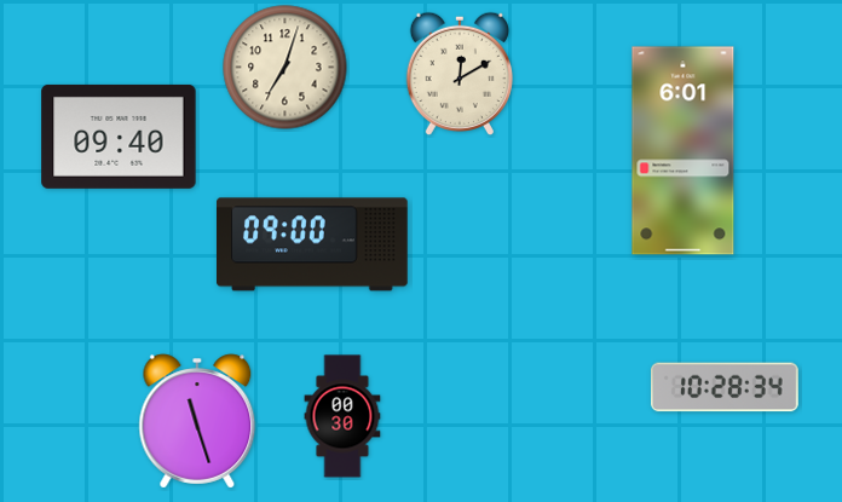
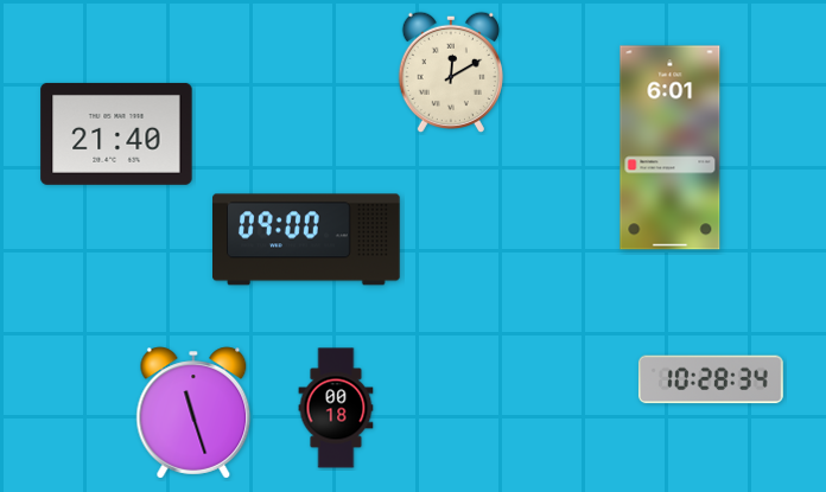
clock at (286, 68): 7:03 -> none
clock at (119, 137): 09:40 -> 21:40
clock at (342, 416): 00:30 -> 00:18
